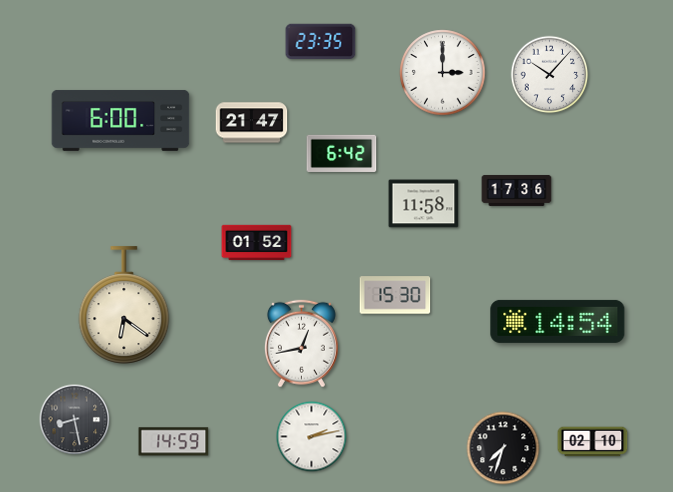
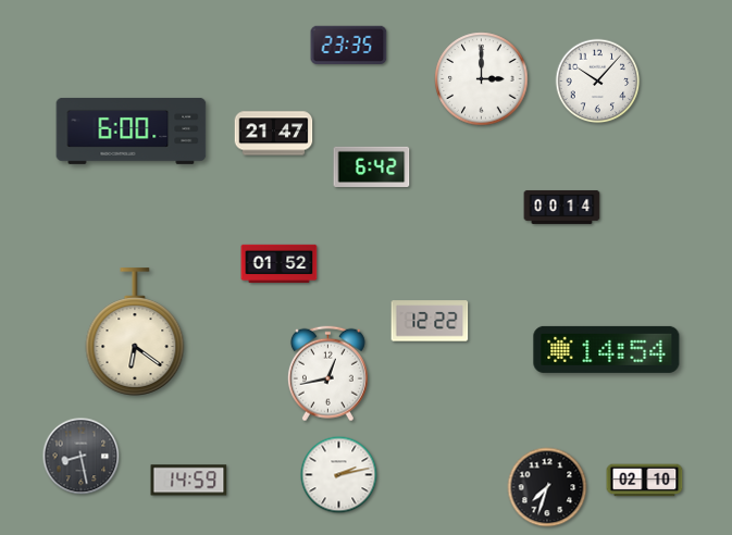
clock at (517, 190): 17:36 -> 00:14
clock at (424, 204): 11:58 -> none
clock at (395, 295): 15:30 -> 12:22
